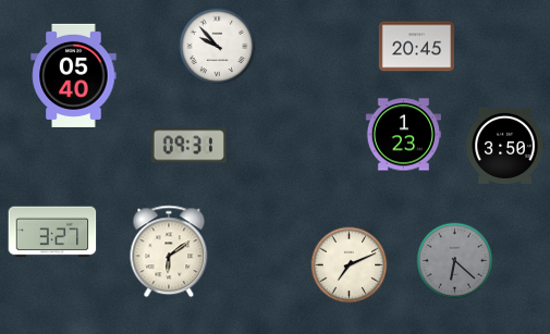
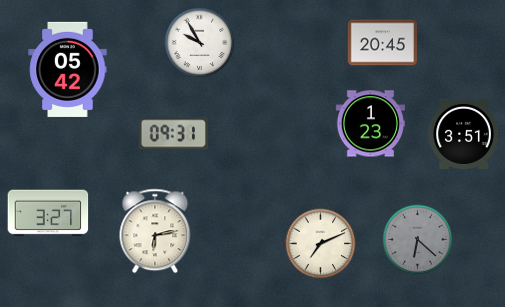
clock at (218, 47): 9:53 -> 9:55
clock at (74, 75): 05:40 -> 05:42
clock at (505, 146): 3:50 -> 3:51
clock at (169, 251): 6:09 -> 6:13
